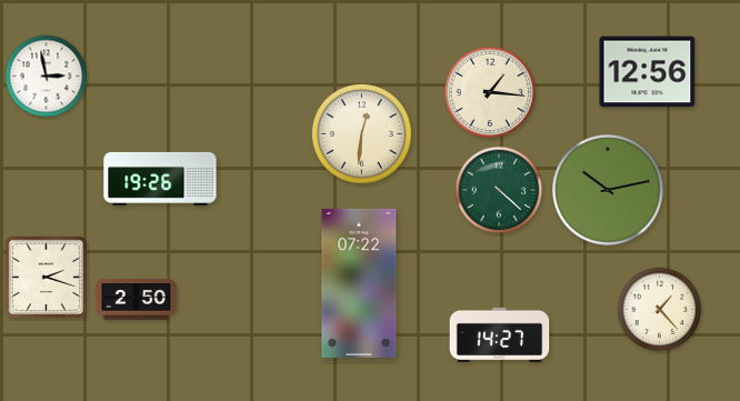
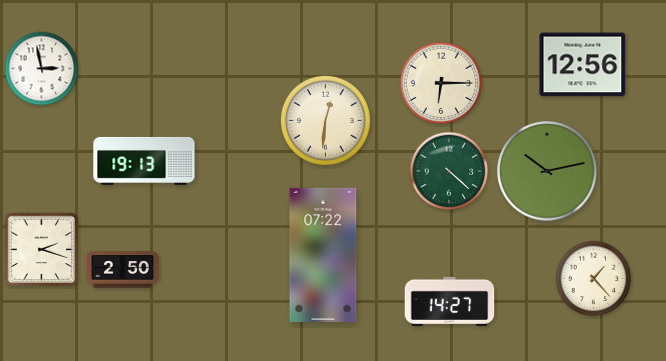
clock at (490, 92): 1:16 -> 6:15
clock at (160, 179): 19:26 -> 19:13
